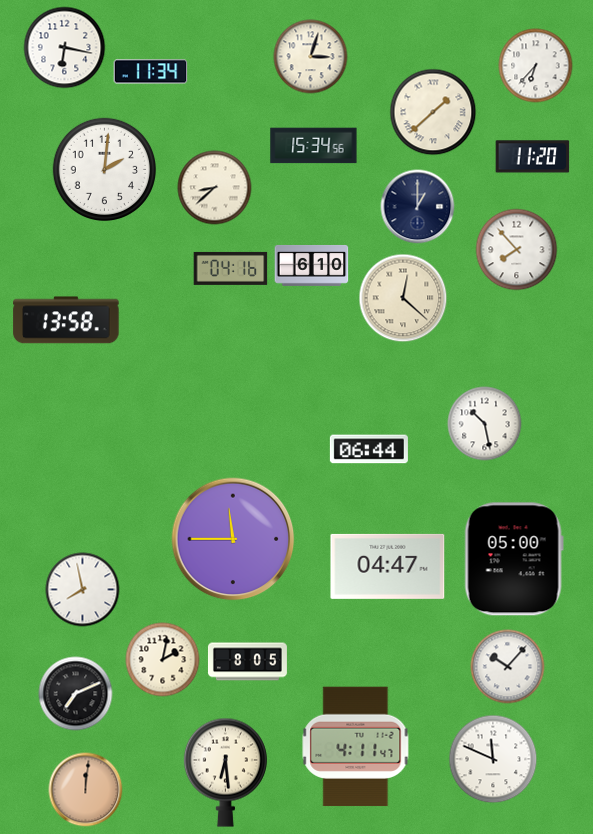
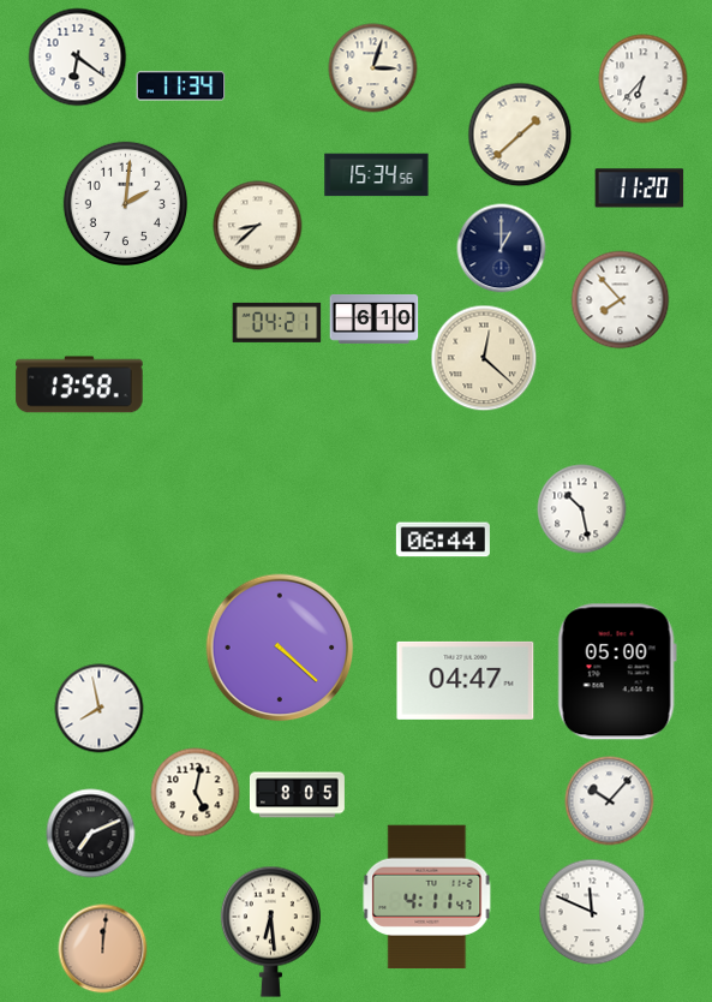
clock at (65, 48): 6:17 -> 6:21
clock at (231, 268): 04:16 -> 04:21
clock at (233, 539): 11:45 -> 4:22
clock at (163, 660): 2:02 -> 5:02
clock at (225, 772) position: (225, 772) -> (270, 931)
